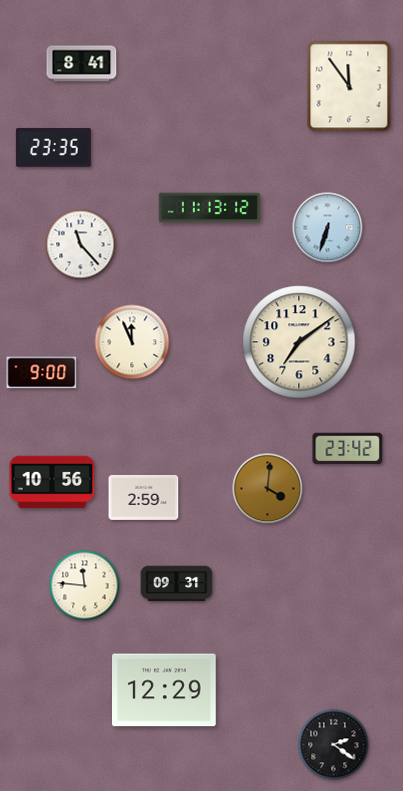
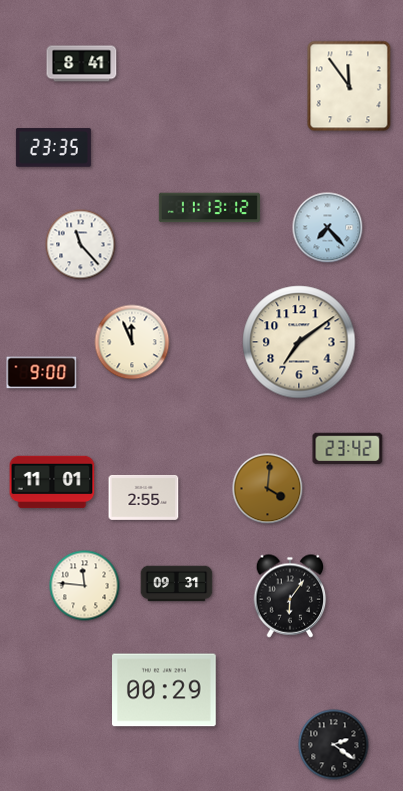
clock at (328, 228): 6:33 -> 7:23
clock at (52, 482): 10:56 -> 11:01
clock at (144, 497): 2:59 -> 2:55
clock at (290, 596): none -> 6:06
clock at (165, 690): 12:29 -> 00:29
